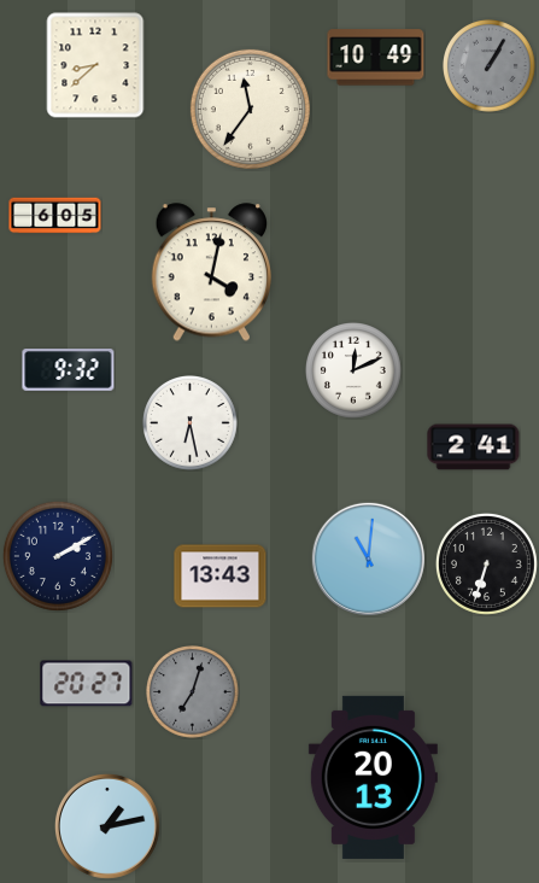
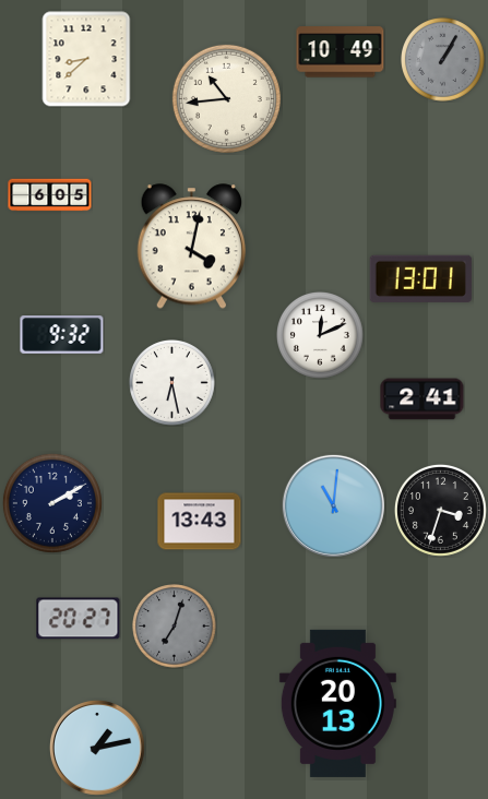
clock at (250, 109): 11:36 -> 10:44
clock at (420, 278): none -> 13:01
clock at (474, 448) position: (474, 448) -> (422, 399)
clock at (486, 563): 6:33 -> 3:33
